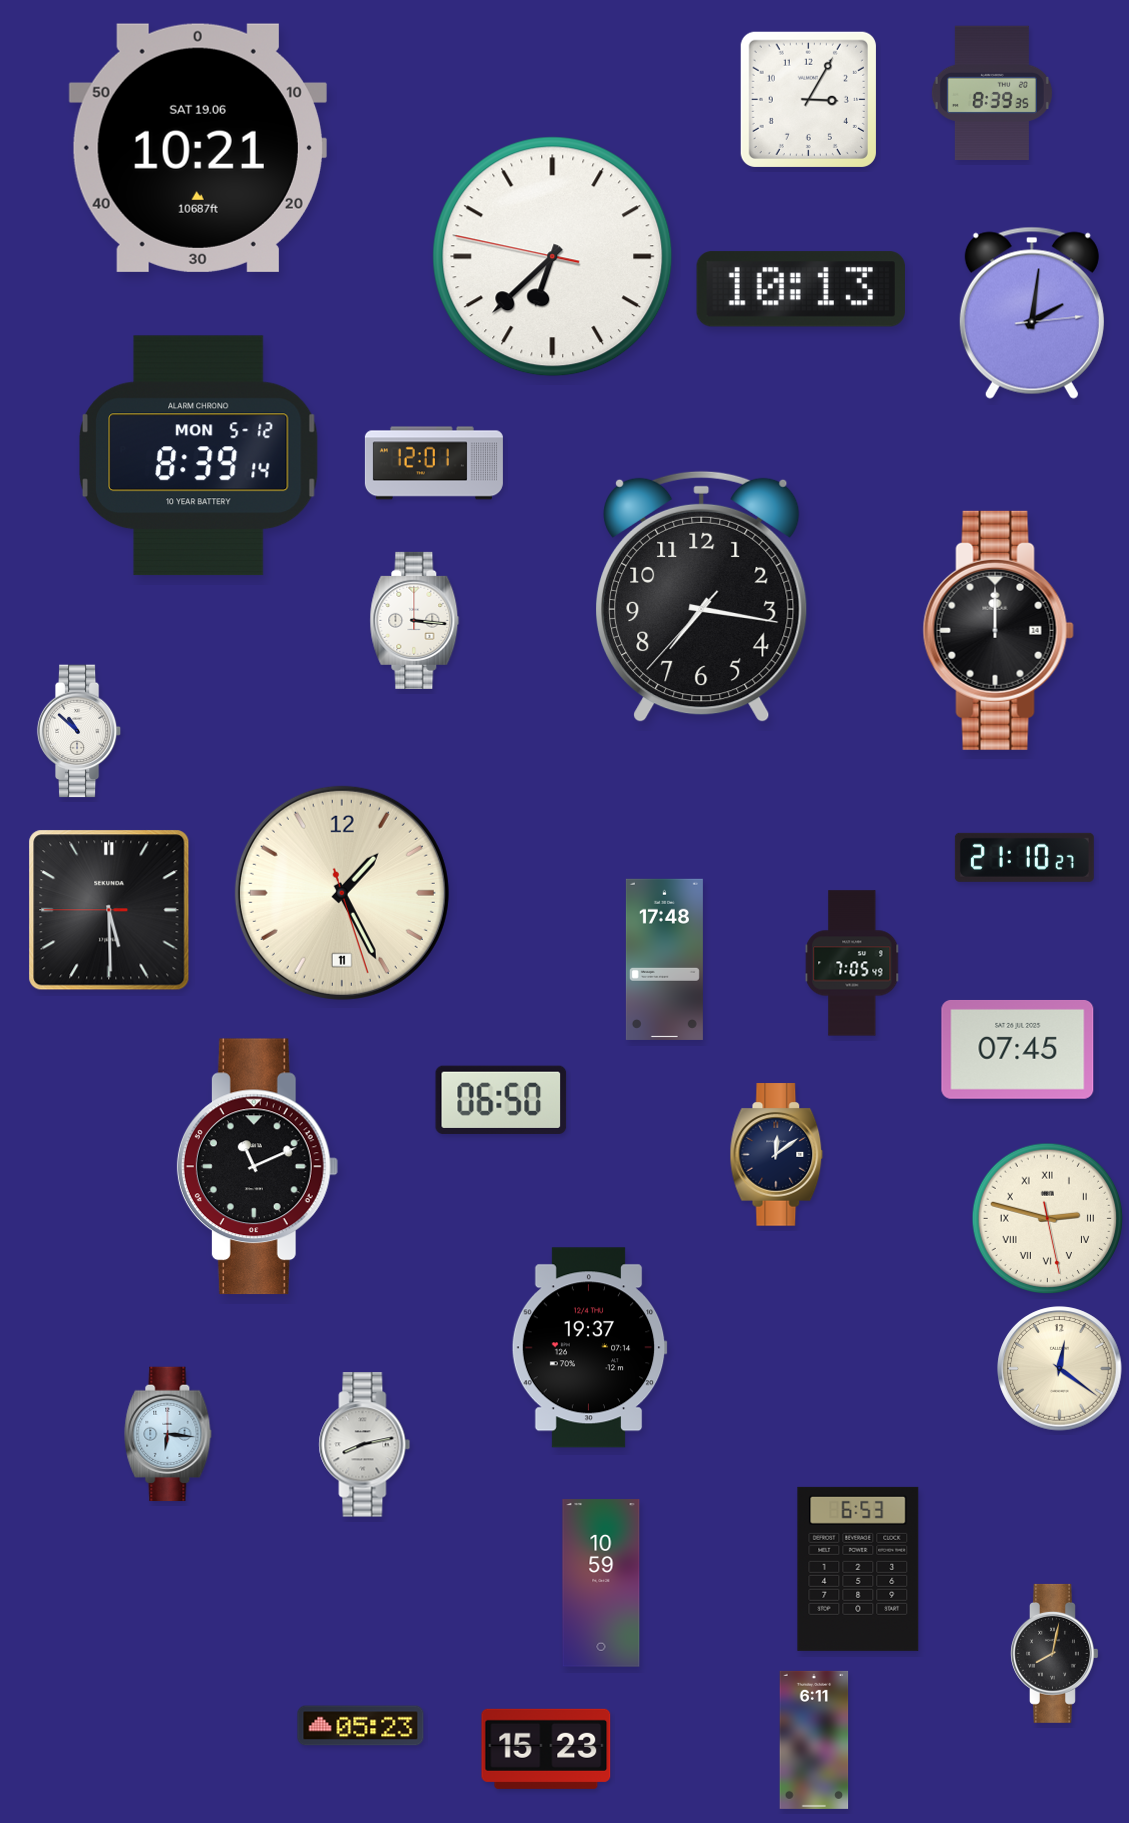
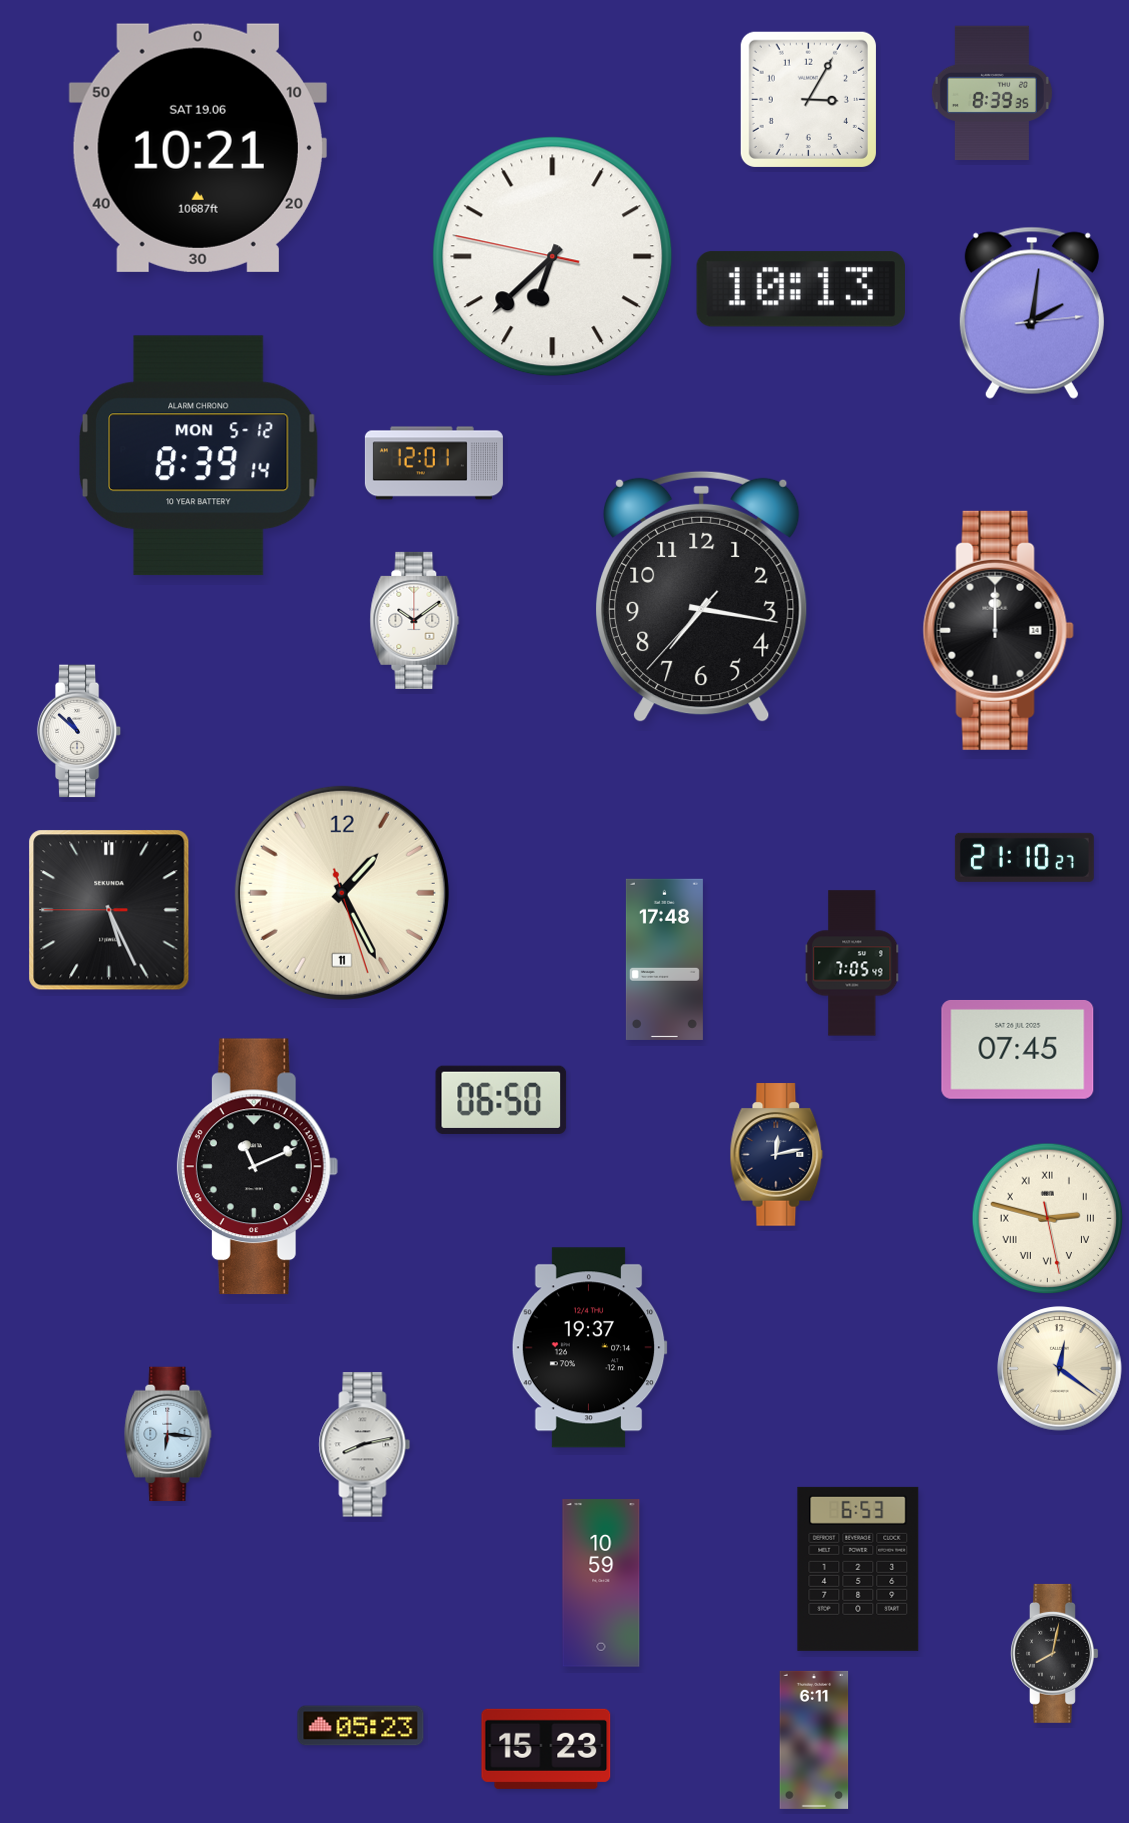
clock at (415, 620): 3:16 -> 10:09
clock at (109, 910): 5:29 -> 5:25
clock at (777, 1155): 12:09 -> 12:13
